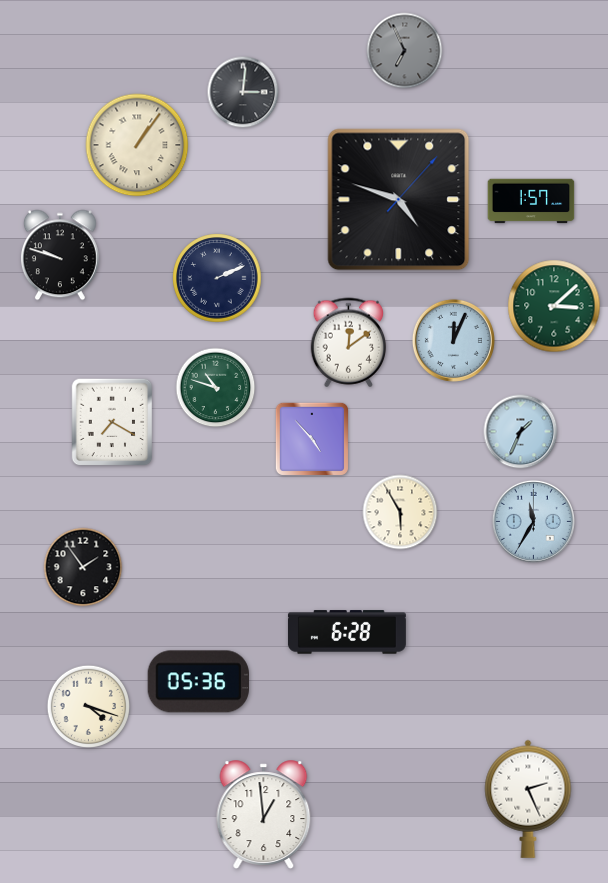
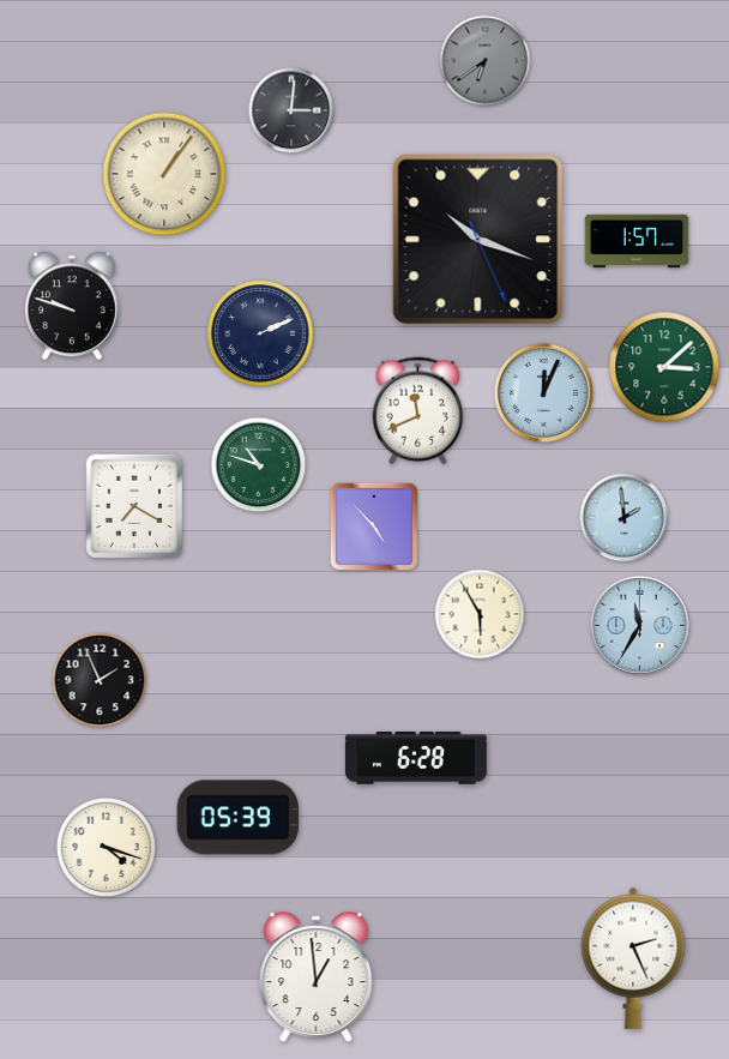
clock at (405, 51): 6:56 -> 6:39
clock at (399, 200): 4:48 -> 10:18
clock at (453, 340) position: (453, 340) -> (543, 392)
clock at (349, 343): 12:09 -> 11:41
clock at (521, 432): 1:34 -> 1:59
clock at (83, 567): 1:54 -> 1:56
clock at (198, 682): 05:36 -> 05:39
